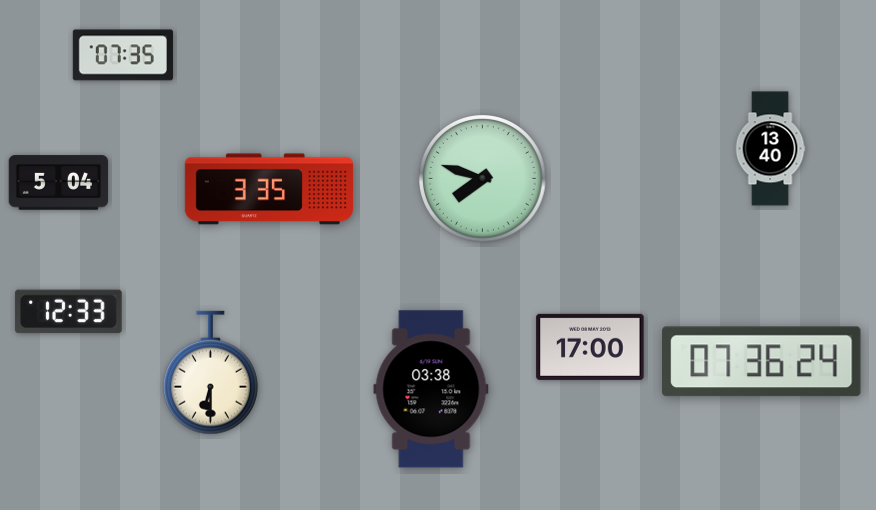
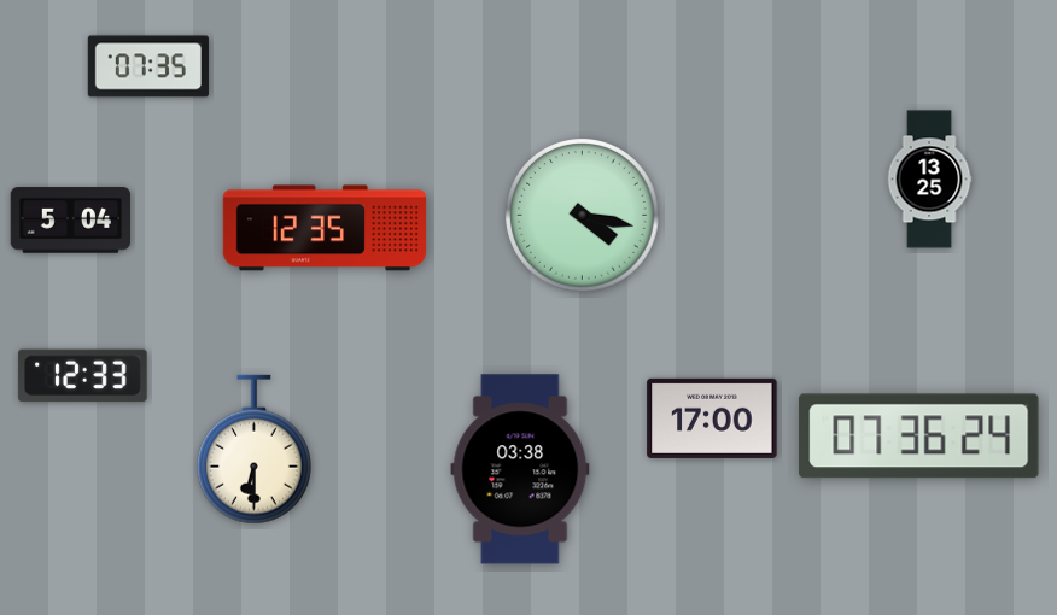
clock at (770, 149): 13:40 -> 13:25
clock at (483, 179): 7:48 -> 4:17
clock at (269, 189): 3:35 -> 12:35
